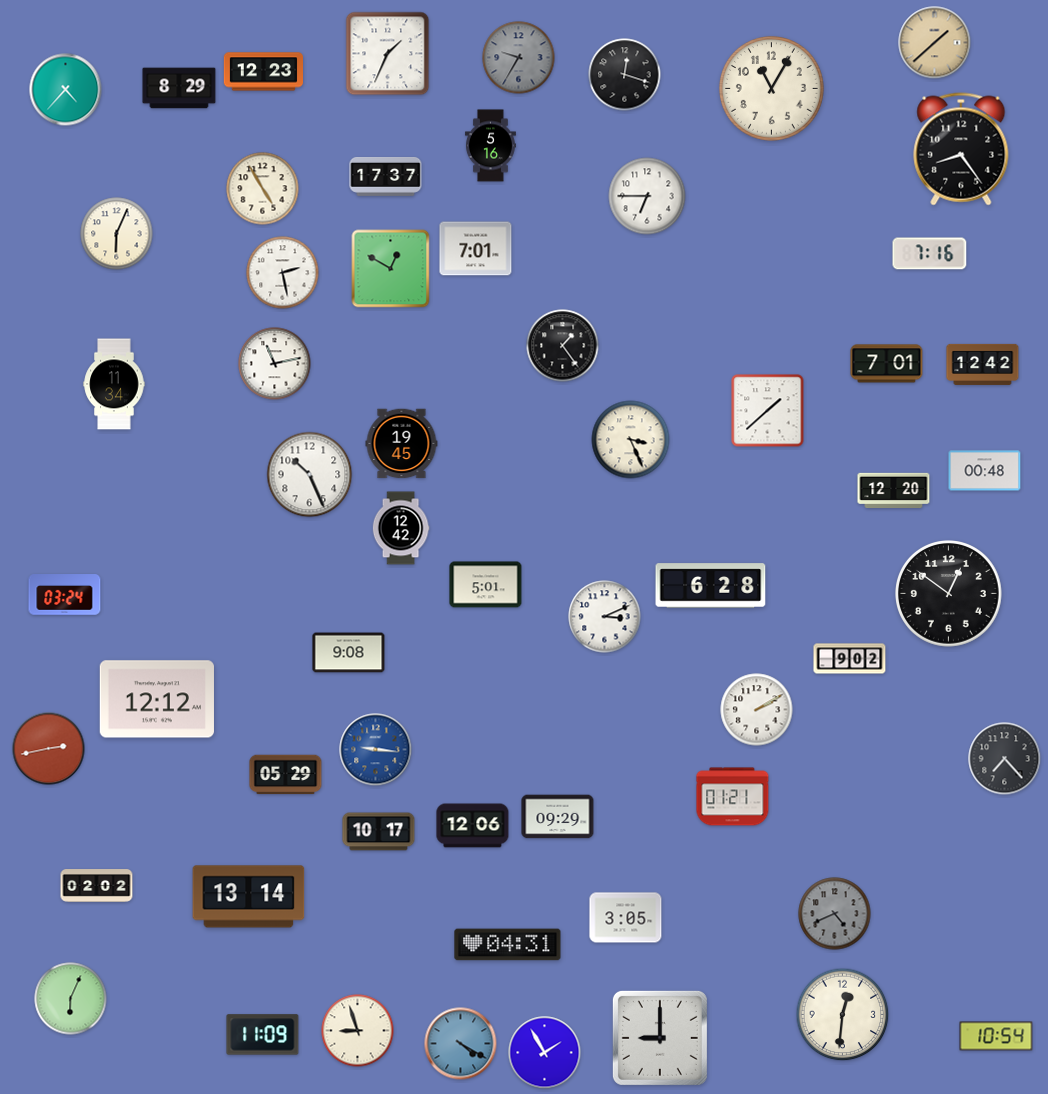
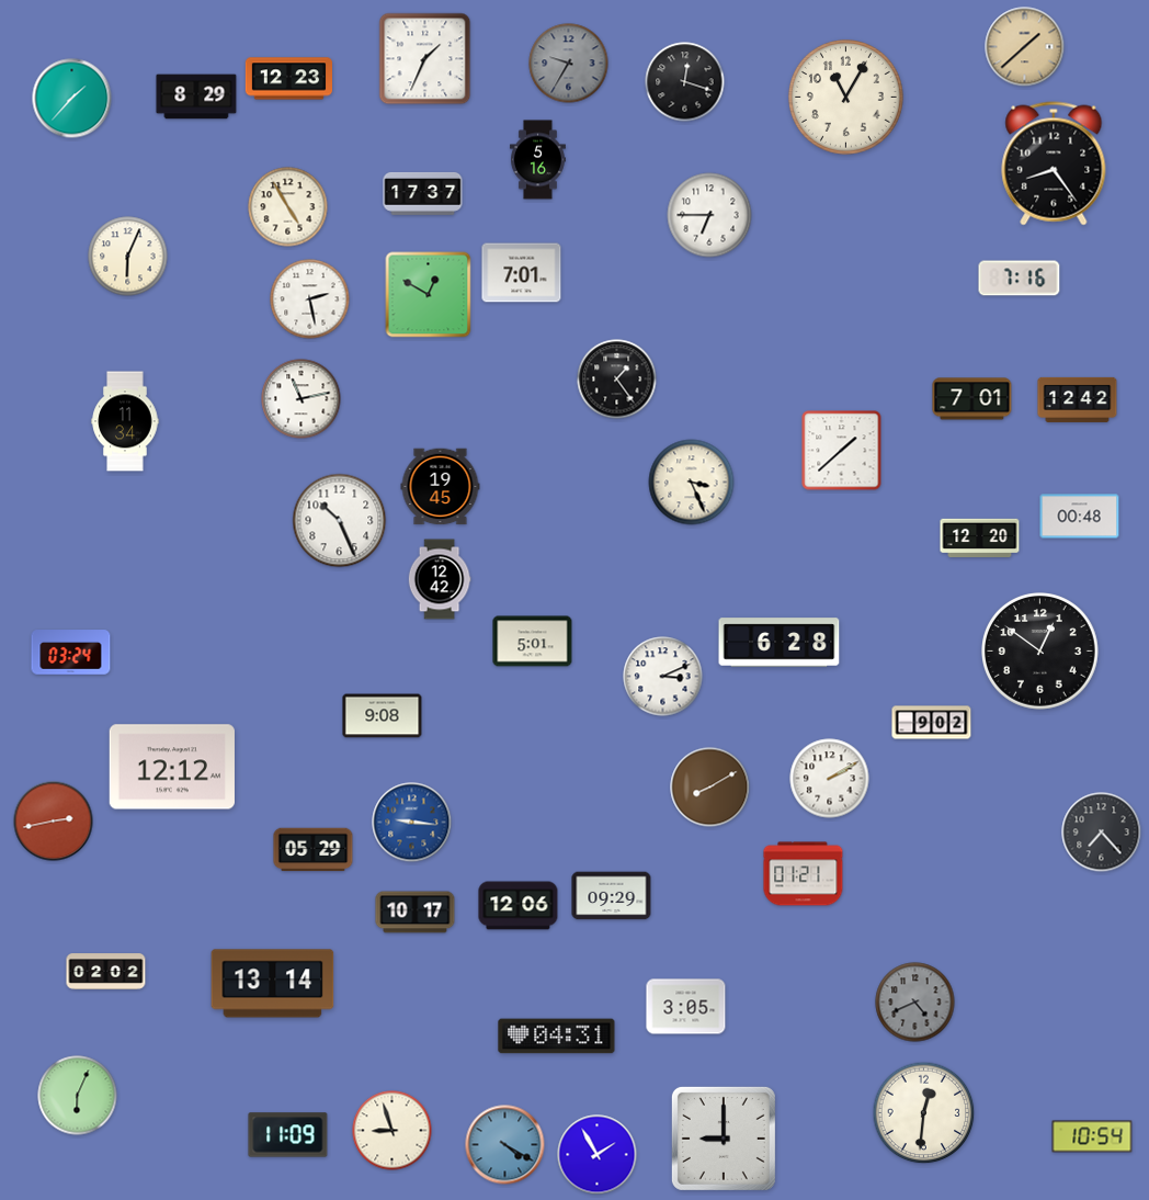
clock at (66, 90): 4:37 -> 1:37
clock at (710, 788): none -> 8:10
